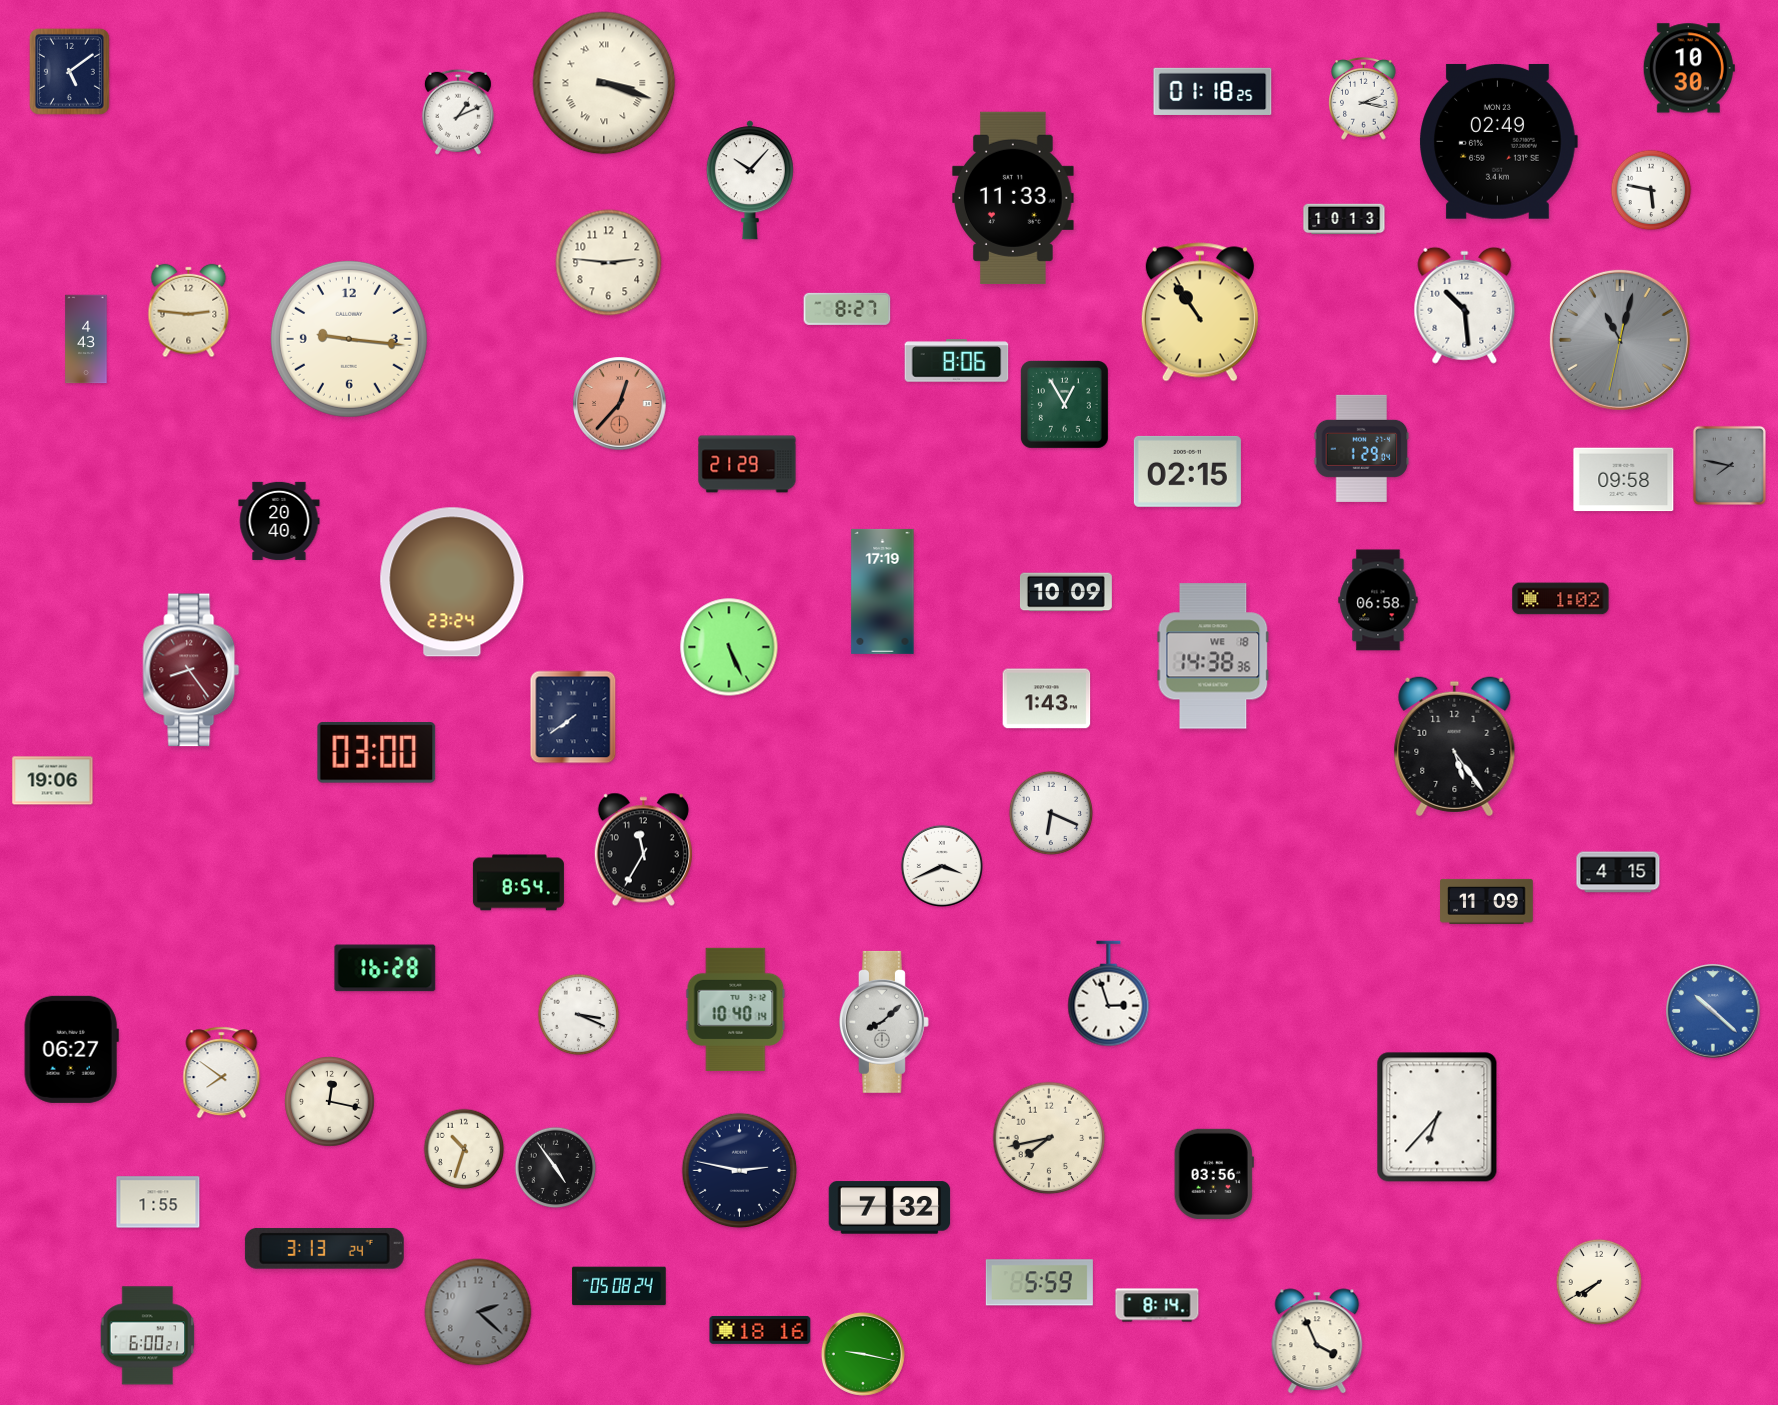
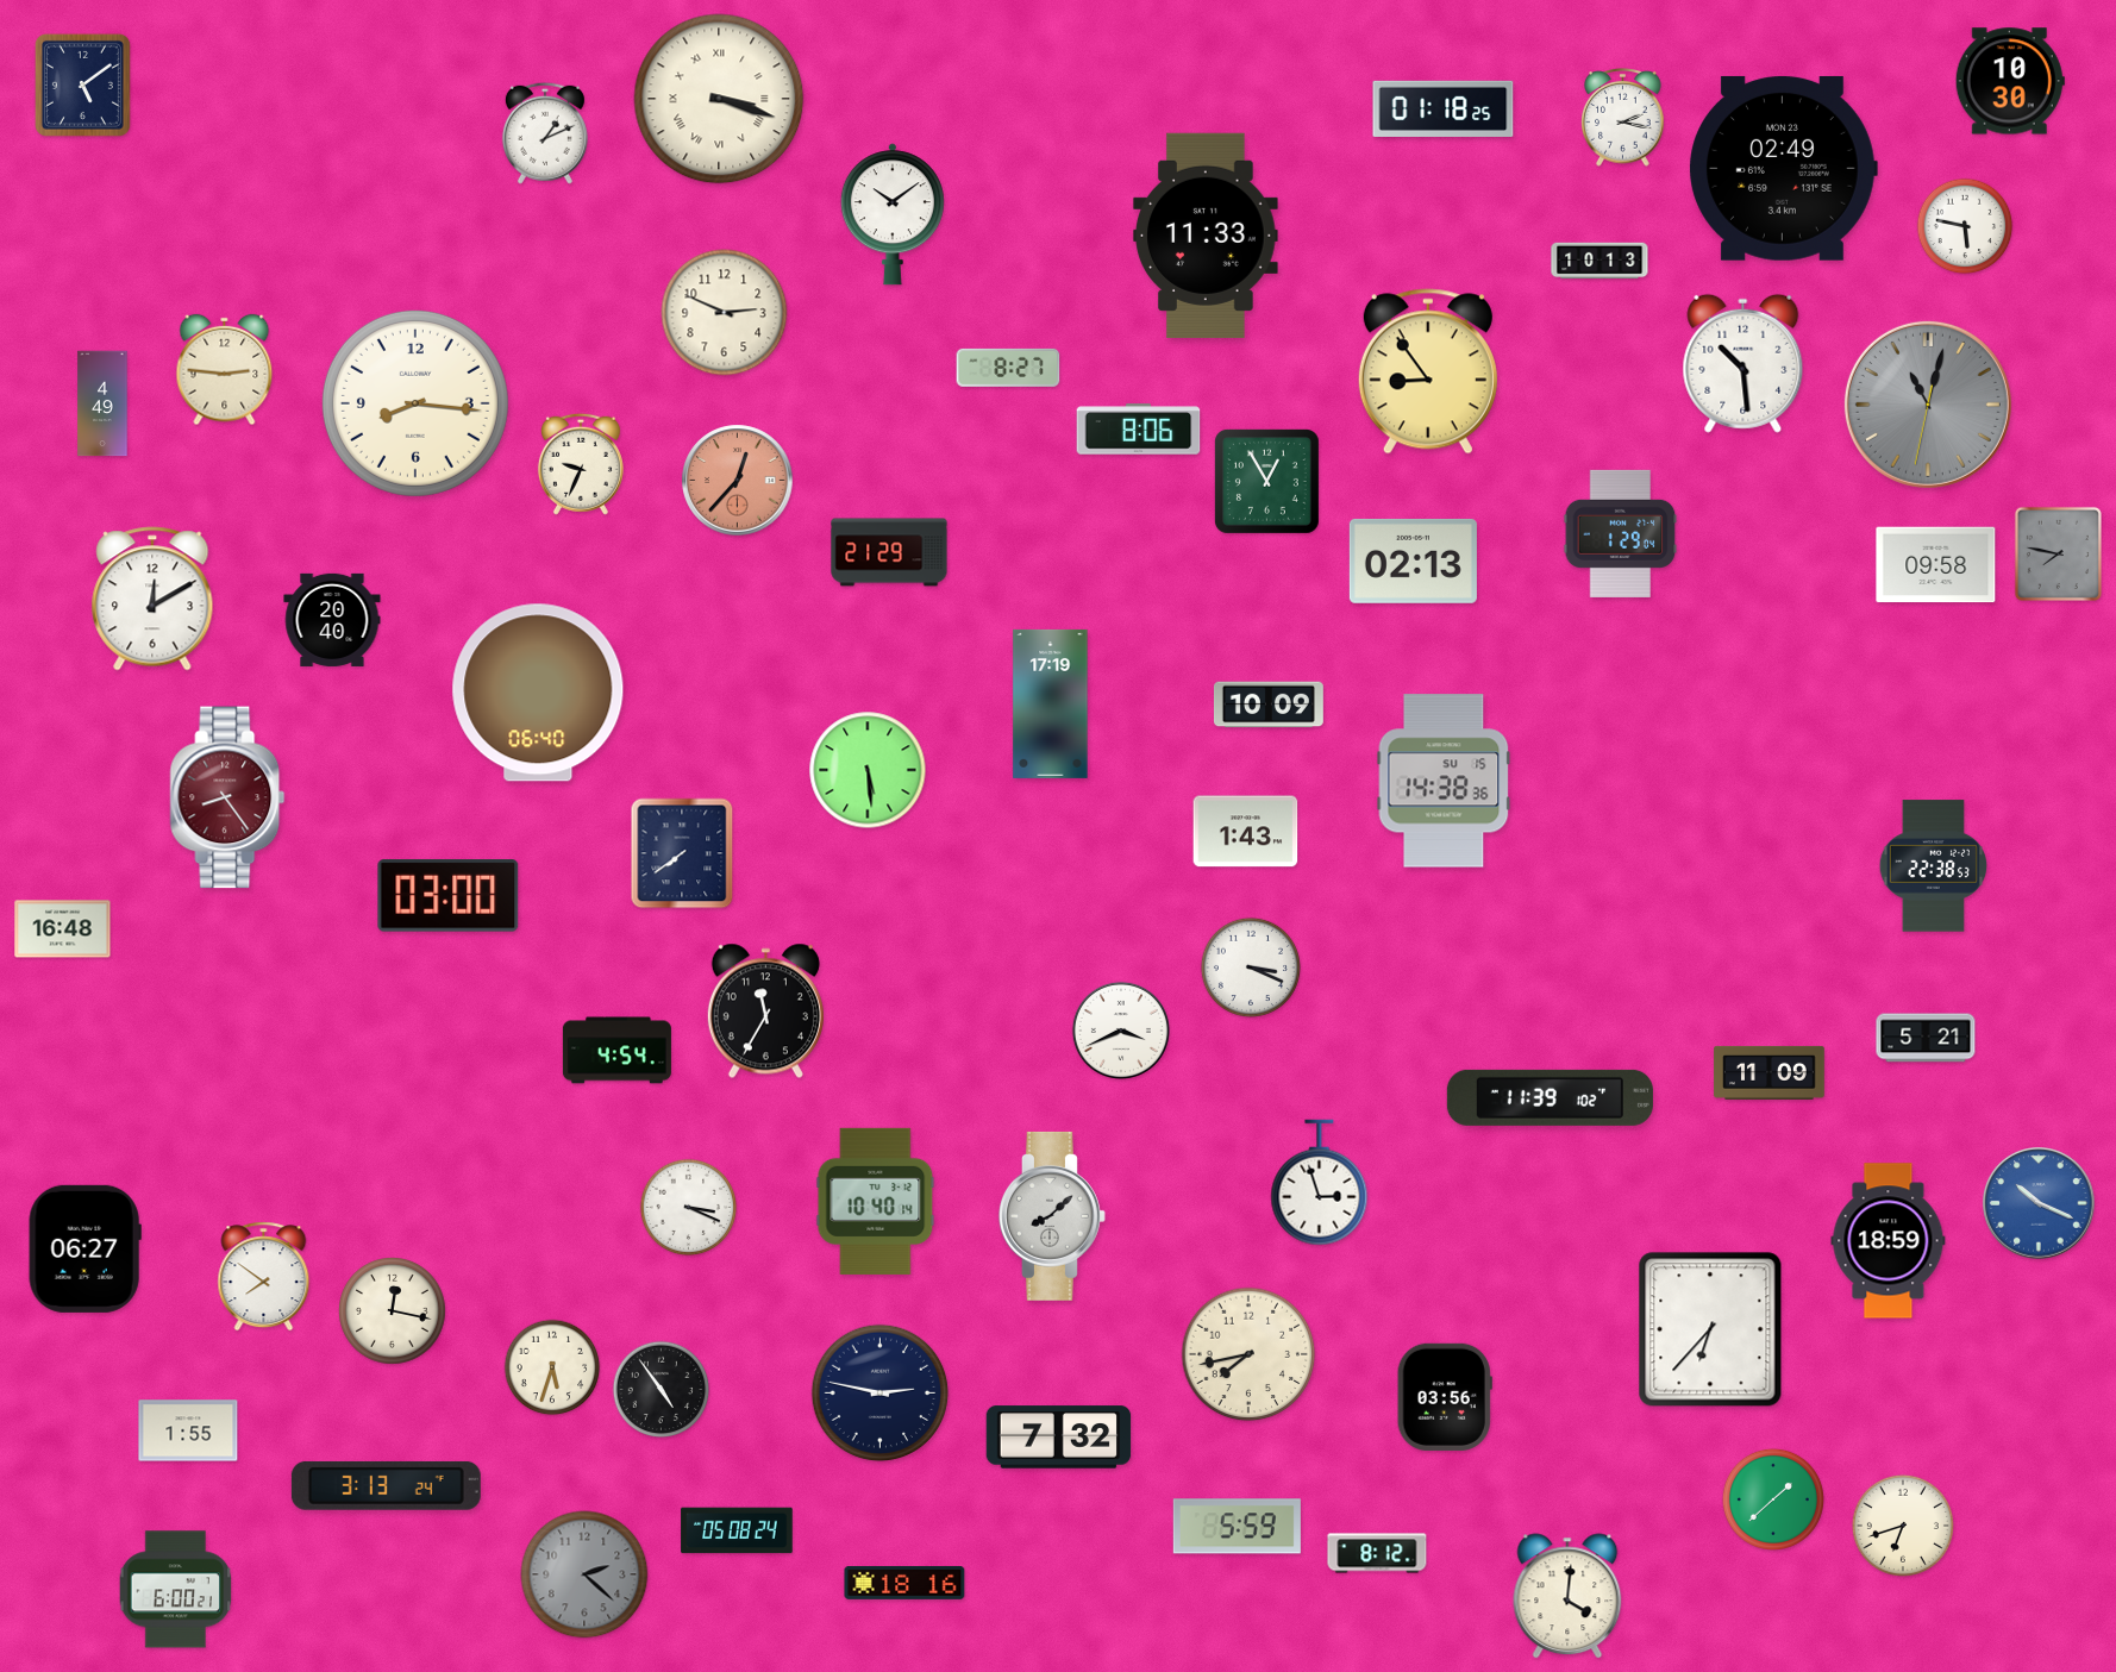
clock at (750, 180): 10:07 -> 10:09
clock at (609, 263): 2:46 -> 2:49
clock at (1200, 312): 10:54 -> 8:54
clock at (86, 339): 4:43 -> 4:49
clock at (349, 339): 9:16 -> 8:16
clock at (581, 464): none -> 9:34
clock at (1187, 471): 02:15 -> 02:13
clock at (1624, 480) position: (1624, 480) -> (1936, 565)
clock at (152, 599): none -> 12:10
clock at (452, 582): 23:24 -> 06:40
clock at (1561, 599): 1:02 -> none
clock at (1378, 600): 06:58 -> none
clock at (729, 647): 5:26 -> 5:29
clock at (1213, 656) date: WE 18 -> SU 15
clock at (1934, 866): none -> 22:38
clock at (1455, 747): 5:24 -> none
clock at (53, 781): 19:06 -> 16:48
clock at (1051, 813): 6:19 -> 3:19
clock at (1618, 872): 4:15 -> 5:21
clock at (518, 883): 8:54 -> 4:54
clock at (1550, 1097): none -> 11:39
clock at (385, 968): 16:28 -> none
clock at (1713, 1011): 10:22 -> 10:19
clock at (1889, 1241): none -> 18:59
clock at (464, 1149): 10:33 -> 5:33
clock at (1773, 1499): none -> 1:38
clock at (1599, 1282): 7:40 -> 6:42
clock at (1157, 1305): 8:14 -> 8:12
clock at (478, 1312) position: (478, 1312) -> (584, 1574)
clock at (1317, 1341): 3:56 -> 4:01
clock at (863, 1354): 9:17 -> none
